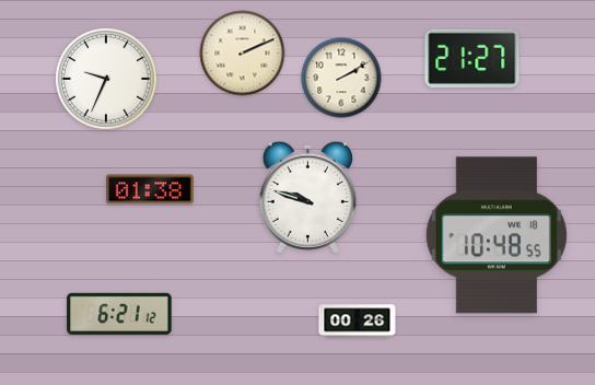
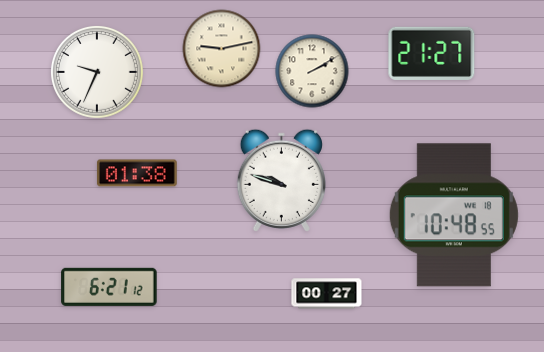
clock at (243, 54): 2:11 -> 9:13
clock at (358, 322): 00:26 -> 00:27
